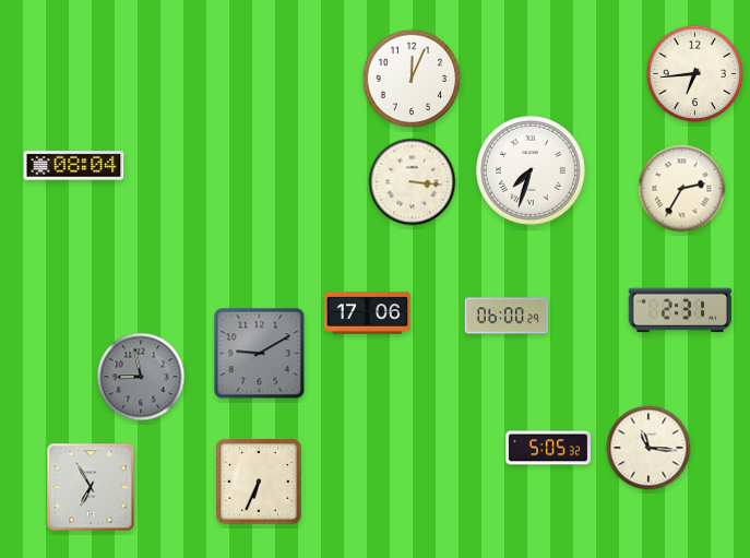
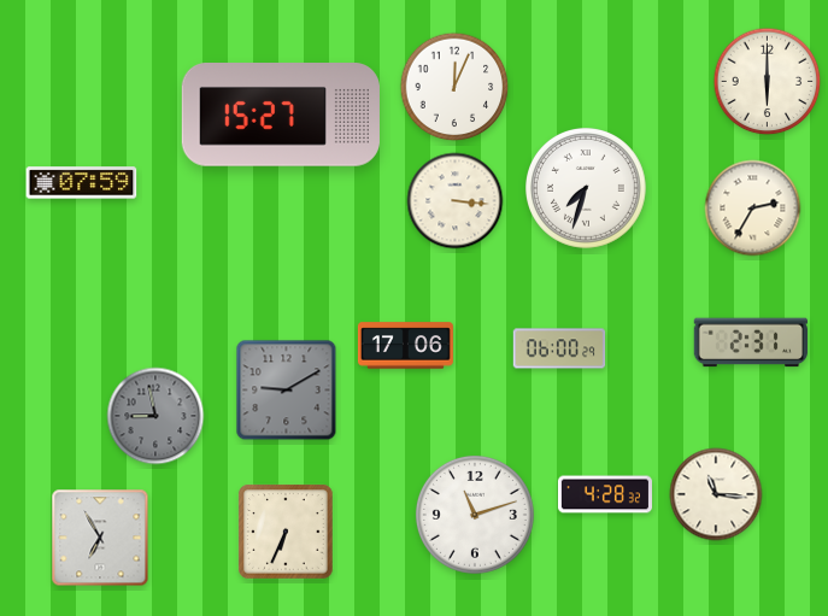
clock at (695, 74): 6:44 -> 6:00
clock at (281, 116): none -> 15:27
clock at (74, 166): 08:04 -> 07:59
clock at (548, 448): 5:05 -> 4:28
clock at (475, 515): none -> 11:12
